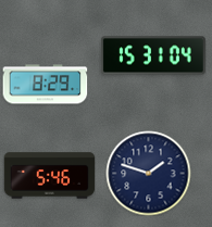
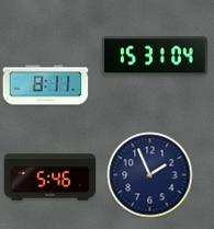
clock at (45, 85): 8:29 -> 8:11
clock at (148, 173): 1:48 -> 1:56
